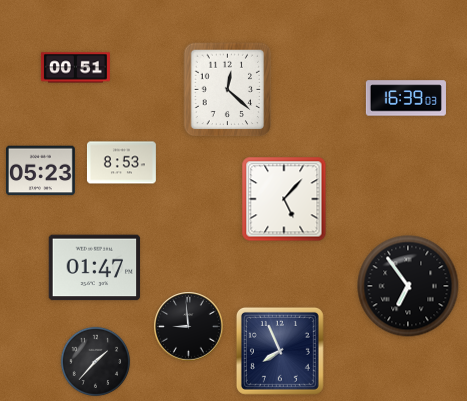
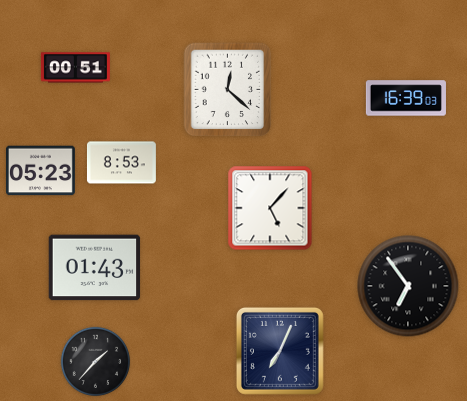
clock at (284, 199) position: (284, 199) -> (270, 208)
clock at (95, 268): 01:47 -> 01:43
clock at (189, 327): 8:59 -> none
clock at (280, 351): 7:56 -> 7:04
